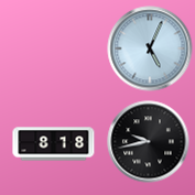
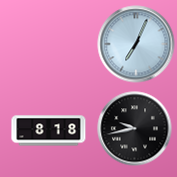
clock at (150, 48): 5:04 -> 7:04
